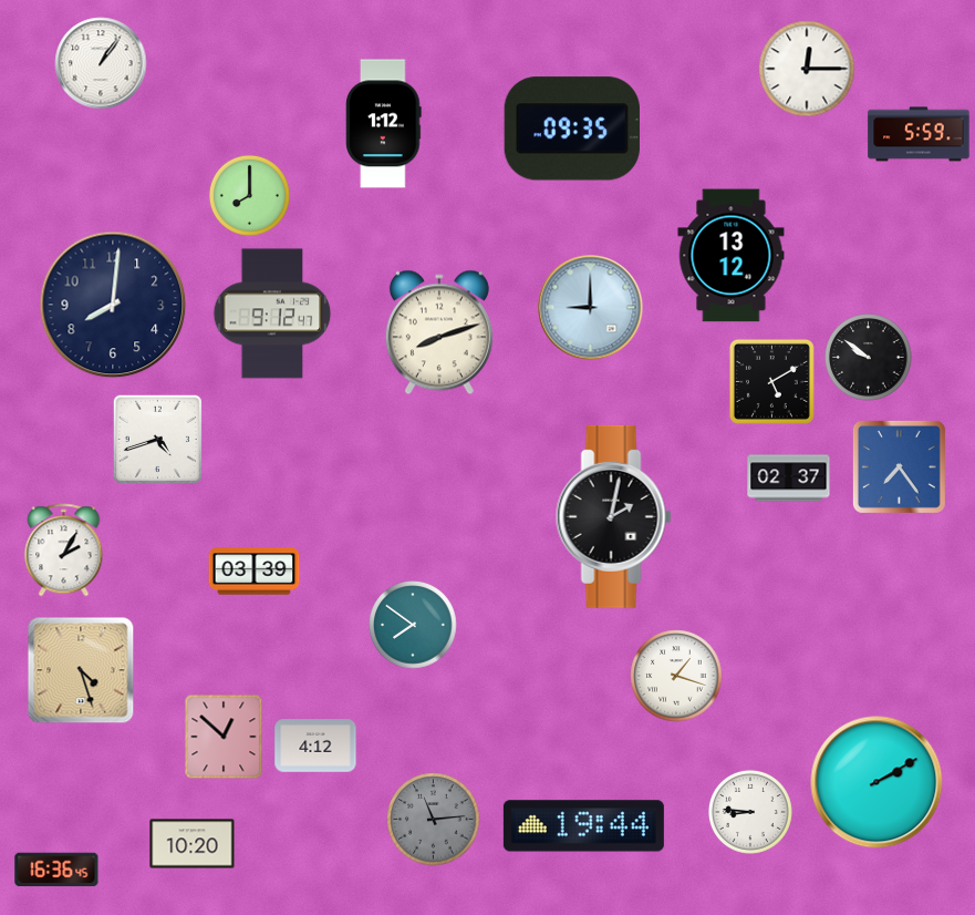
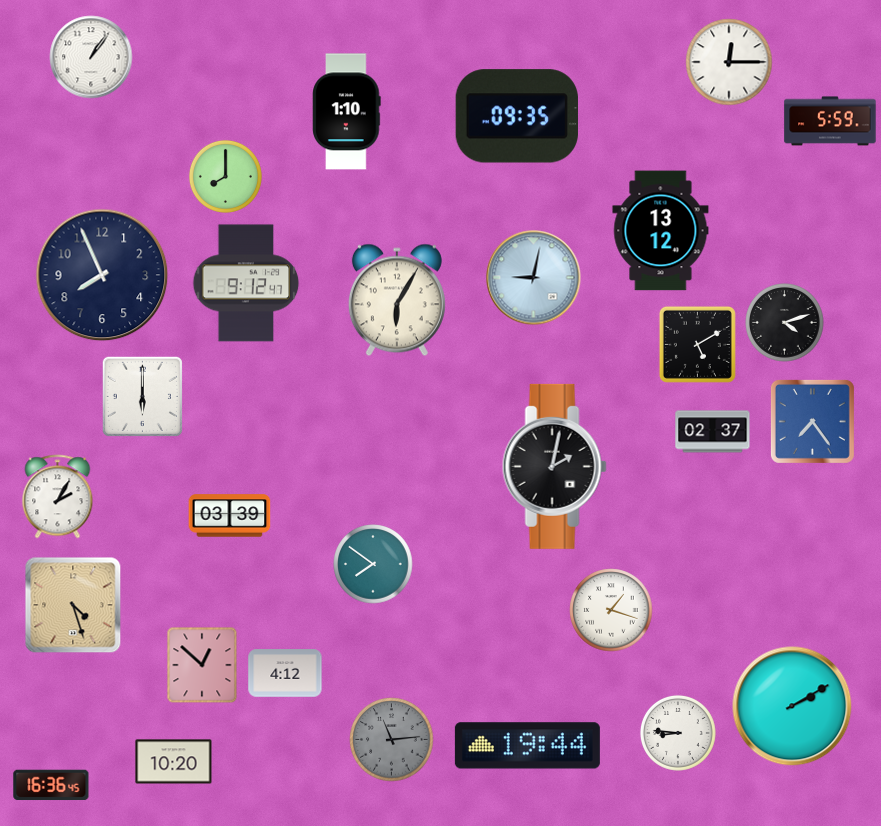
clock at (384, 124): 1:12 -> 1:10
clock at (113, 305): 8:01 -> 7:56
clock at (591, 308): 9:00 -> 9:02
clock at (439, 332): 8:12 -> 6:05
clock at (869, 358): 9:51 -> 4:12
clock at (157, 439): 4:42 -> 6:00
